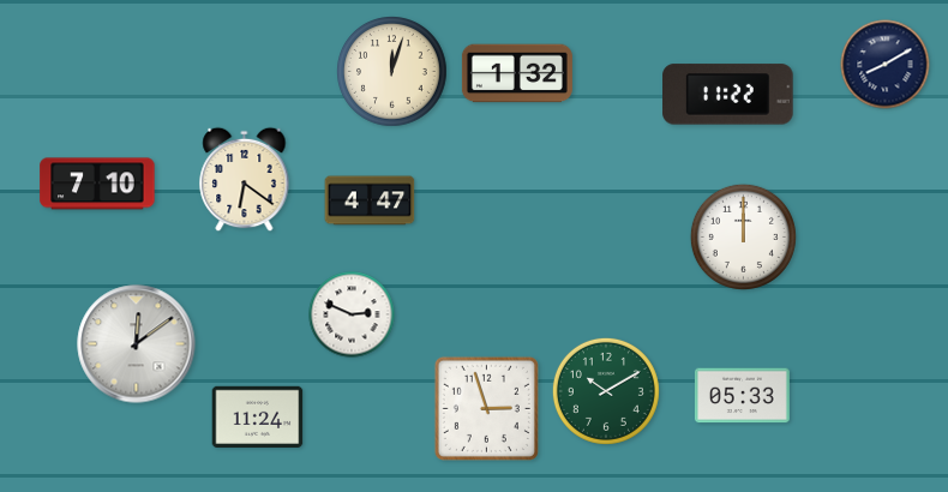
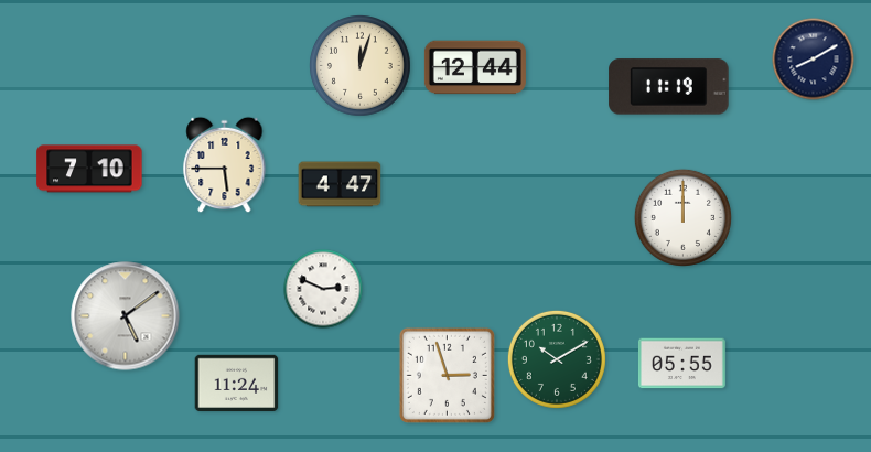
clock at (517, 73): 1:32 -> 12:44
clock at (728, 95): 11:22 -> 11:19
clock at (245, 180): 6:21 -> 5:45
clock at (137, 344): 12:09 -> 5:09
clock at (742, 396): 05:33 -> 05:55
